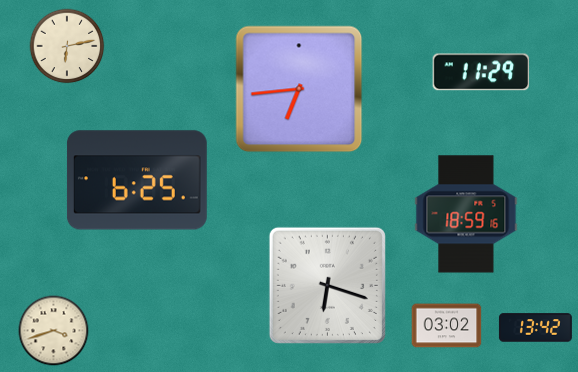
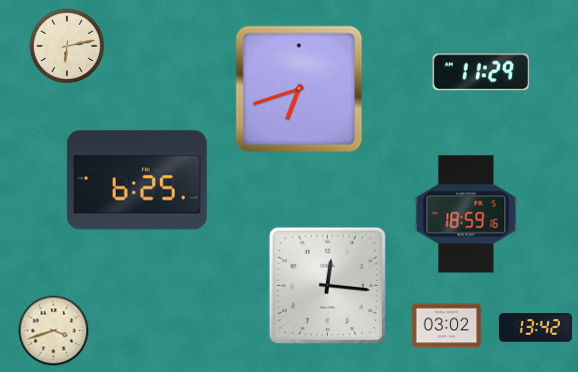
clock at (299, 89): 6:44 -> 6:42
clock at (327, 285): 6:18 -> 12:16
